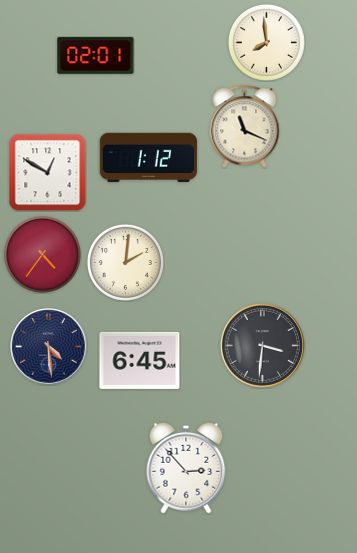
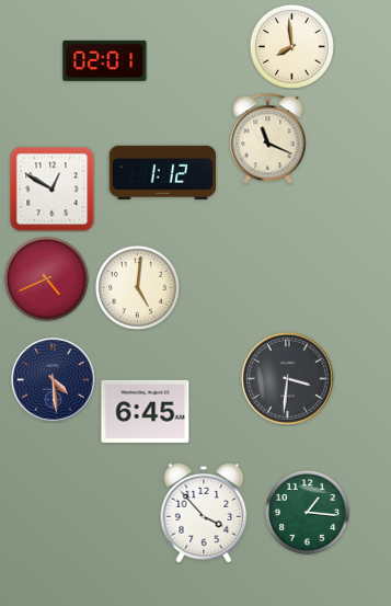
clock at (42, 254): 4:36 -> 4:41
clock at (125, 262): 2:01 -> 5:01
clock at (140, 360) position: (140, 360) -> (146, 411)
clock at (307, 512): none -> 1:16
clock at (186, 468): 2:53 -> 3:53
